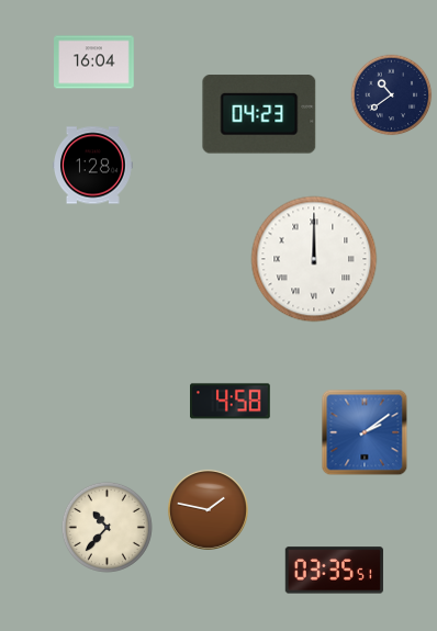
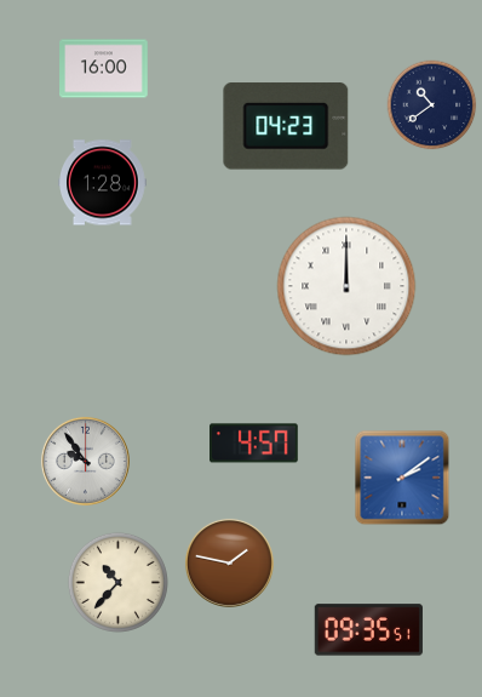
clock at (94, 63): 16:04 -> 16:00
clock at (231, 402): 4:58 -> 4:57
clock at (85, 461): none -> 9:54
clock at (334, 571): 03:35 -> 09:35
